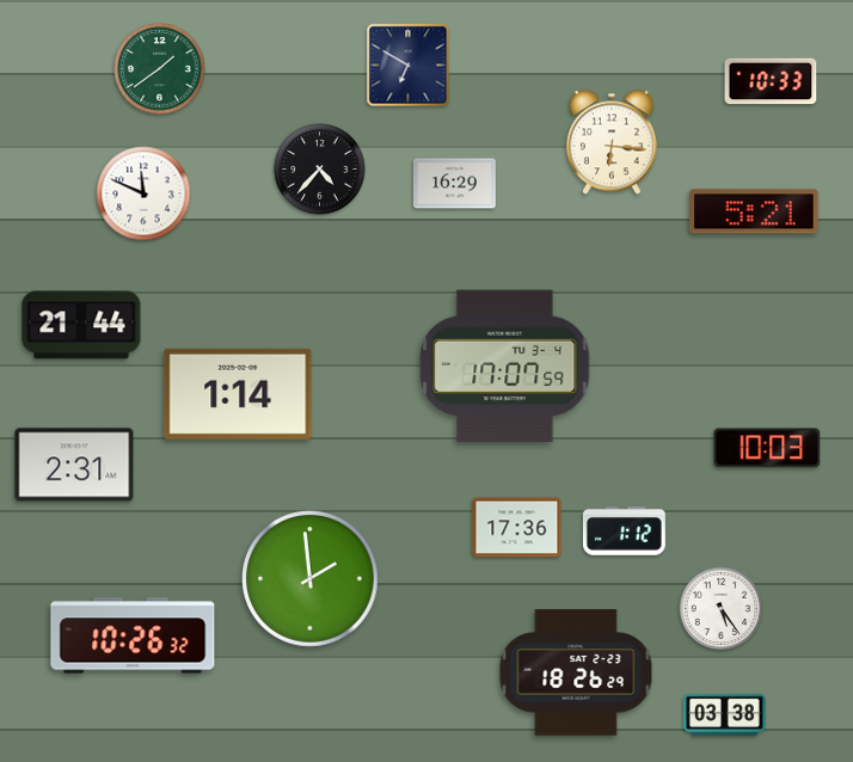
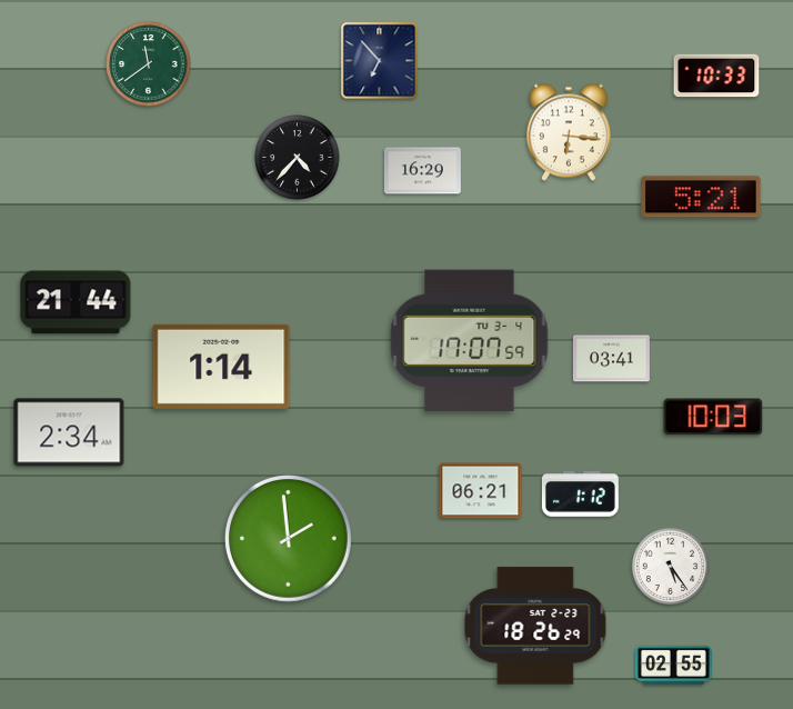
clock at (409, 66): 6:50 -> 6:53
clock at (160, 69): 1:39 -> 11:39
clock at (143, 193): 11:49 -> none
clock at (611, 359): none -> 03:41
clock at (74, 465): 2:31 -> 2:34
clock at (517, 528): 17:36 -> 06:21
clock at (133, 635): 10:26 -> none
clock at (724, 714): 03:38 -> 02:55
